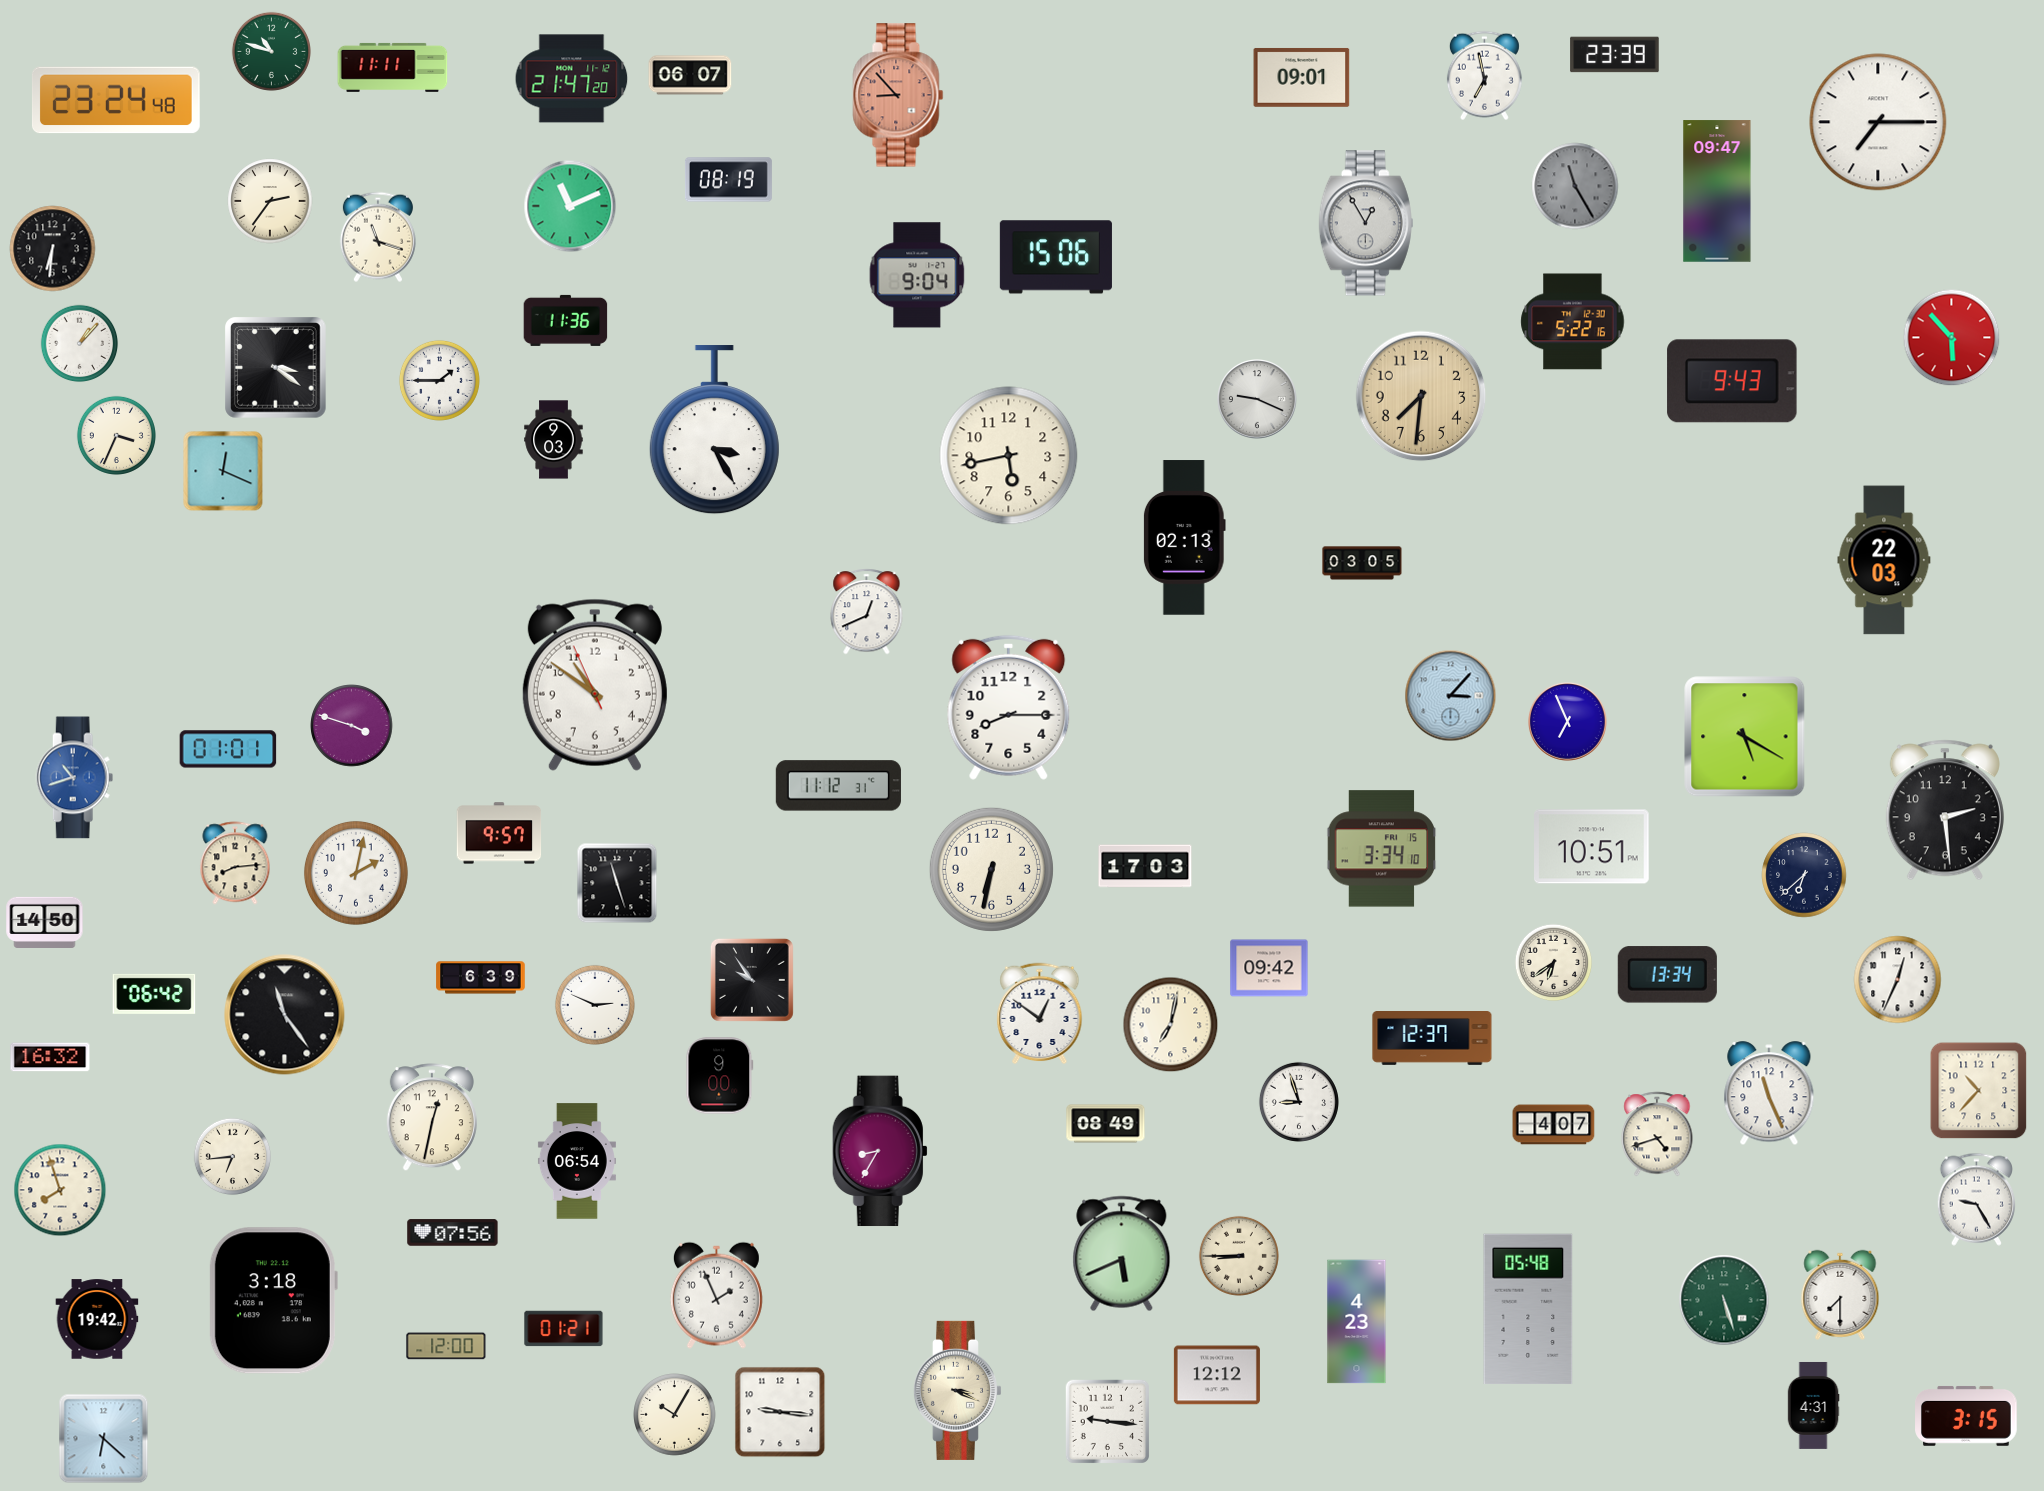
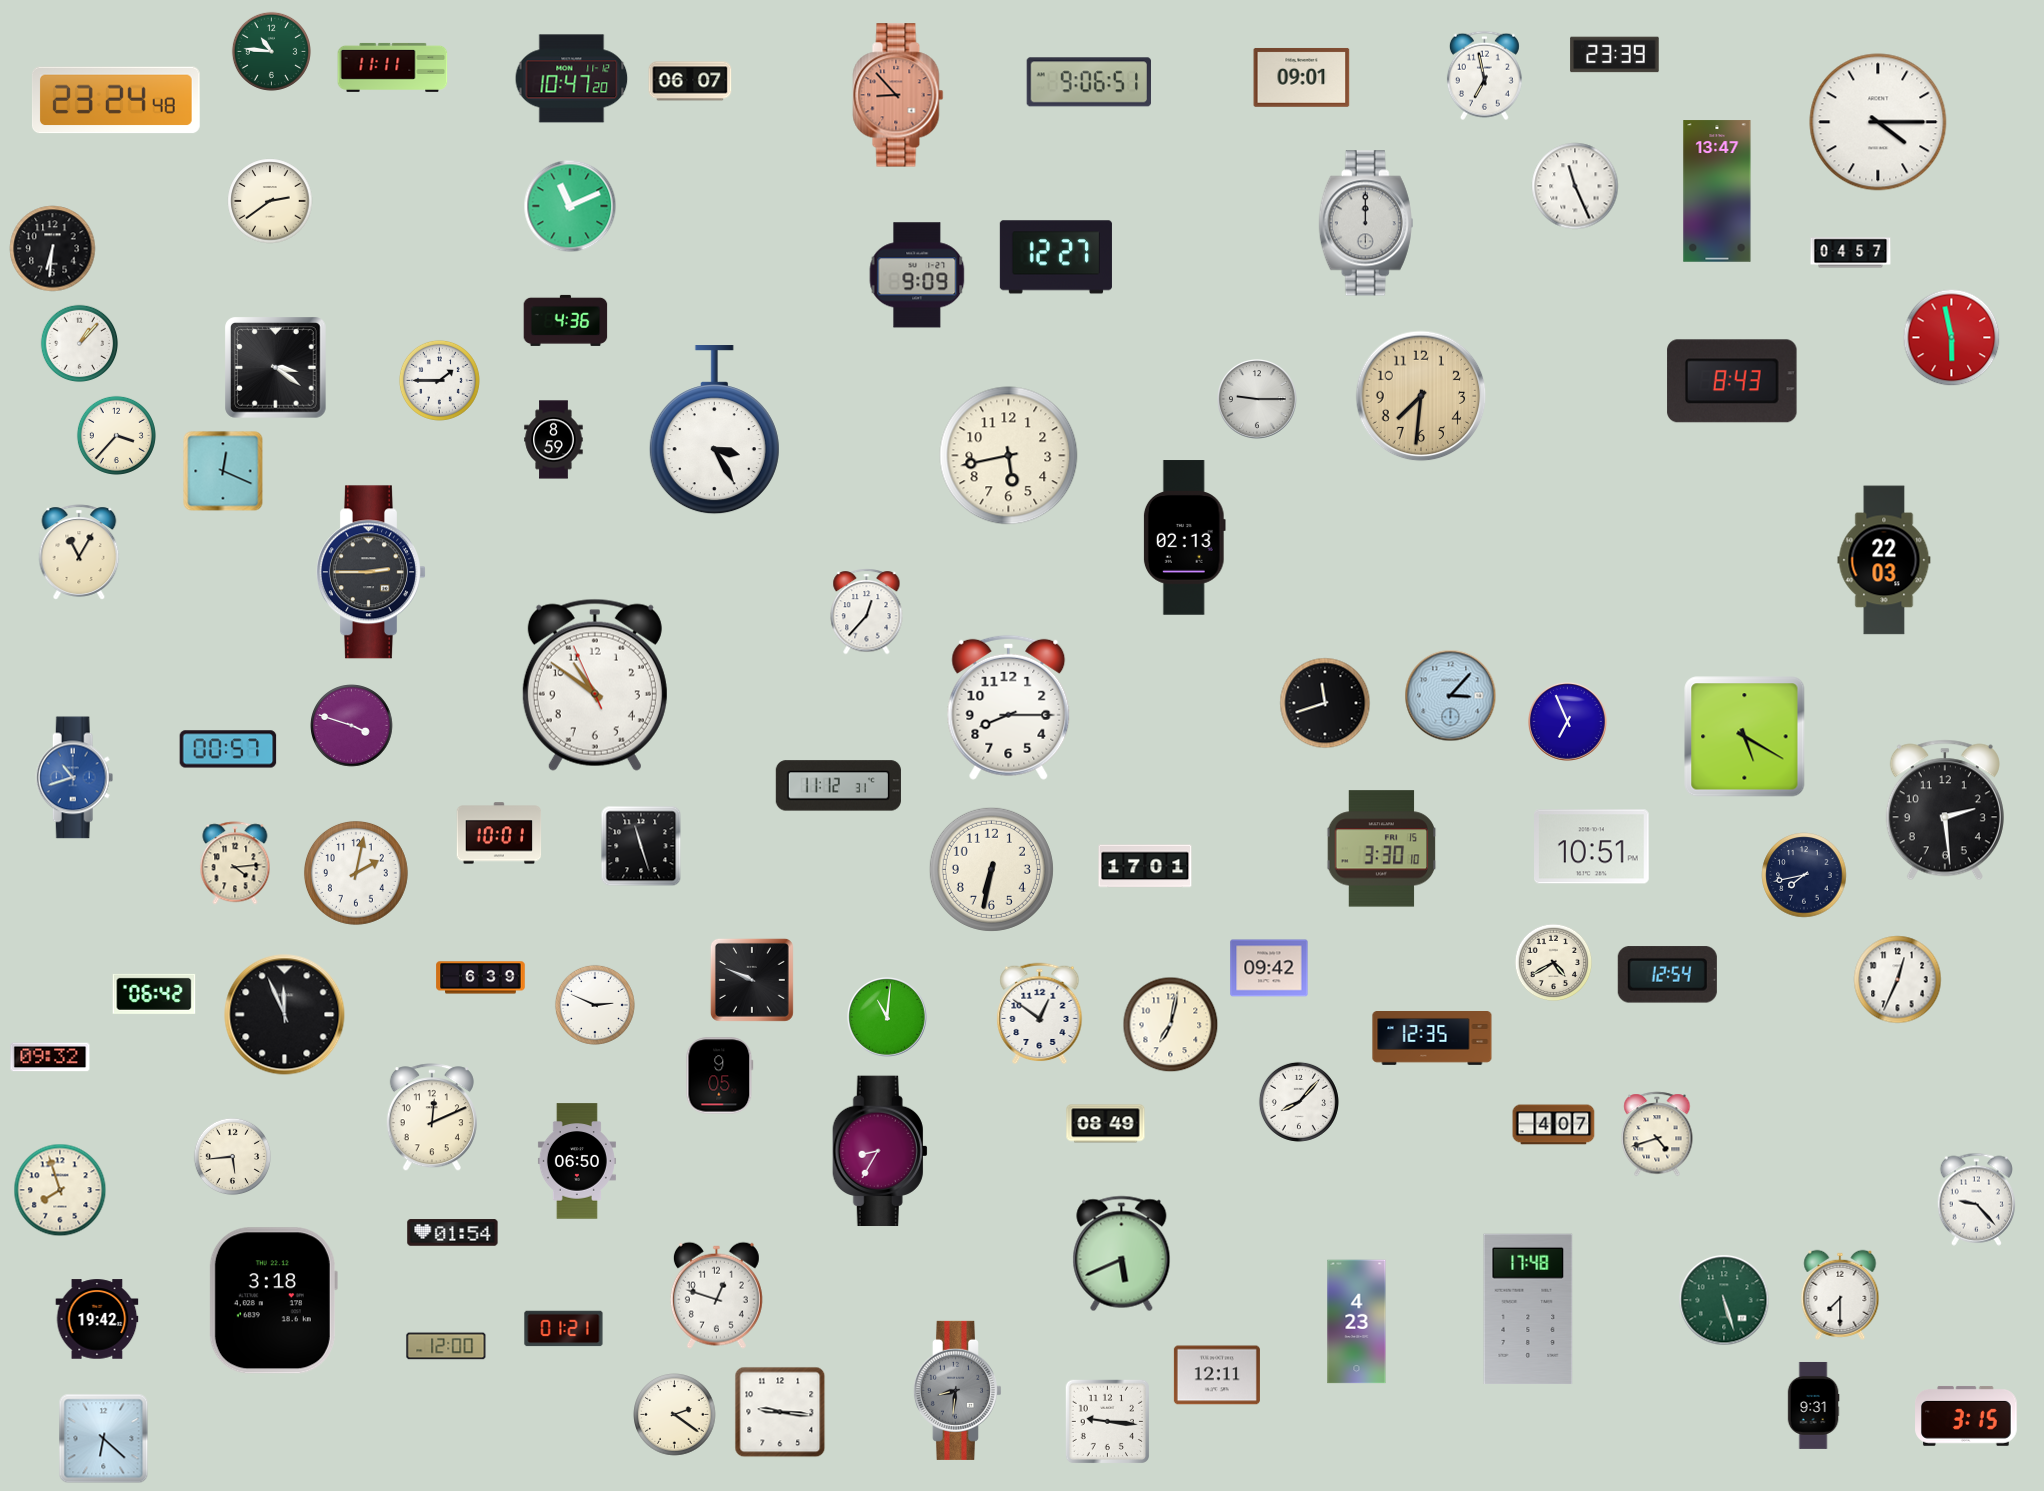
clock at (271, 51): 10:48 -> 10:46
clock at (690, 75) position: (690, 75) -> (690, 81)
clock at (572, 79): 21:47 -> 10:47
clock at (1089, 82): none -> 9:06
clock at (1878, 122): 7:15 -> 4:15
clock at (728, 180): 08:19 -> none
clock at (1575, 186): 11:25 -> 11:26
clock at (1575, 186) dial: grey -> white
clock at (1717, 191): 09:47 -> 13:47
clock at (270, 201): 2:36 -> 2:39
clock at (1366, 223): 12:55 -> 12:00
clock at (378, 237): 11:18 -> none
clock at (1851, 253): none -> 04:57
clock at (1056, 257): 15:06 -> 12:27
clock at (917, 275): 9:04 -> 9:09
clock at (566, 320): 11:36 -> 4:36
clock at (1573, 322): 5:22 -> none
clock at (1952, 338): 5:53 -> 5:58
clock at (1732, 381): 9:43 -> 8:43
clock at (1258, 400): 9:19 -> 9:15
clock at (116, 435): 3:34 -> 3:37
clock at (554, 440): 9:03 -> 8:59
clock at (79, 552): none -> 11:05
clock at (1362, 563): 03:05 -> none
clock at (371, 572): none -> 2:45
clock at (867, 612): 12:41 -> 12:37
clock at (1325, 703): none -> 11:42
clock at (228, 749): 01:01 -> 00:57
clock at (499, 833): 9:57 -> 10:01
clock at (1382, 849): 3:34 -> 3:30
clock at (235, 863): 8:14 -> 4:14
clock at (1145, 866): 17:03 -> 17:01
clock at (1804, 875): 6:38 -> 7:43
clock at (617, 883) position: (617, 883) -> (641, 846)
clock at (45, 922): 14:50 -> none
clock at (1554, 963): 6:39 -> 4:40
clock at (1667, 975): 13:34 -> 12:54
clock at (752, 980): 9:54 -> 9:49
clock at (285, 1015): 11:24 -> 11:56
clock at (888, 1018): none -> 11:01
clock at (1432, 1039): 12:37 -> 12:35
clock at (50, 1057): 16:32 -> 09:32
clock at (720, 1076): 9:00 -> 9:05
clock at (1979, 1091): 10:37 -> none
clock at (1769, 1094): 11:26 -> none
clock at (1299, 1102): 8:57 -> 8:07
clock at (432, 1118): 12:32 -> 12:11
clock at (233, 1157): 6:44 -> 5:44
clock at (577, 1161): 06:54 -> 06:50
clock at (1976, 1199): 9:25 -> 9:23
clock at (453, 1233): 07:56 -> 01:54
clock at (1239, 1256): 8:45 -> none
clock at (716, 1295): 1:56 -> 12:48
clock at (1528, 1309): 05:48 -> 17:48
clock at (1217, 1375): 12:12 -> 12:11
clock at (957, 1390): 3:19 -> 8:31
clock at (957, 1390) dial: cream -> grey
clock at (1813, 1405): 4:31 -> 9:31
clock at (675, 1415): 10:05 -> 2:21
